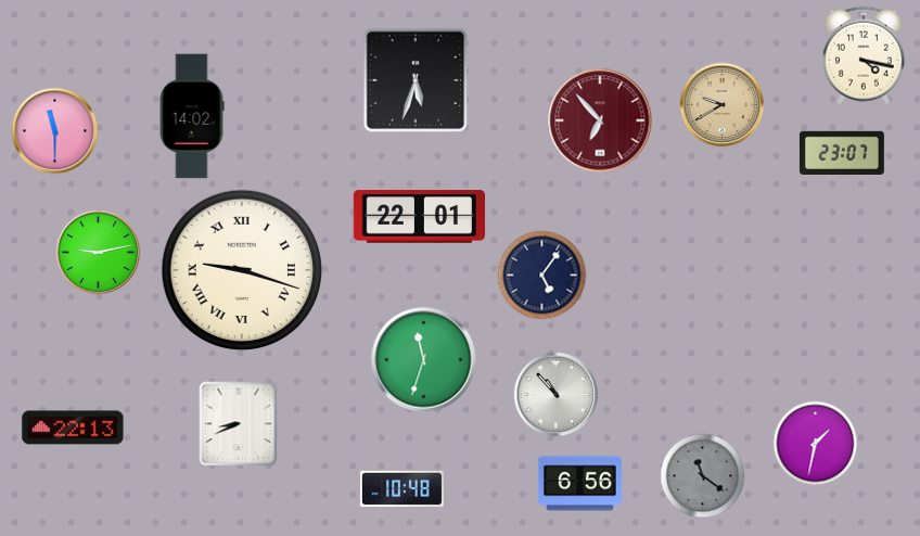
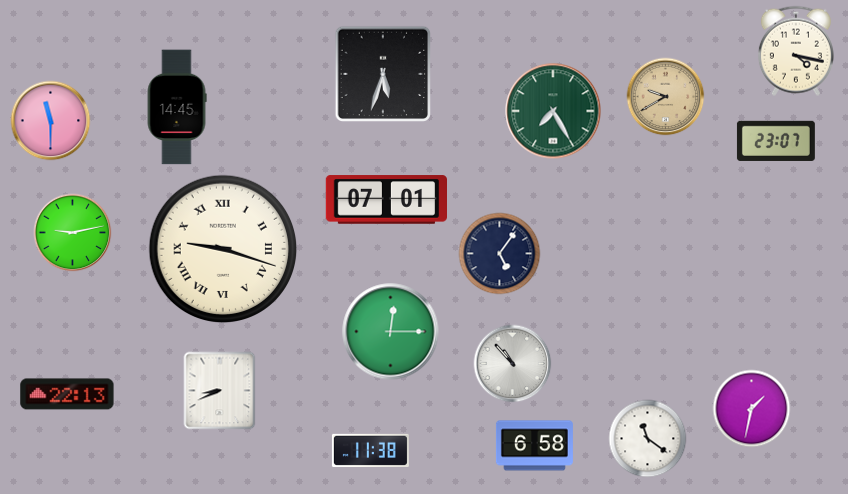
clock at (192, 116): 14:02 -> 14:45
clock at (600, 120): 6:53 -> 7:25
clock at (600, 120) dial: burgundy -> green
clock at (419, 217): 22:01 -> 07:01
clock at (98, 252) position: (98, 252) -> (72, 232)
clock at (424, 360): 11:33 -> 12:15
clock at (702, 475) dial: grey -> white
clock at (579, 484): 6:56 -> 6:58
clock at (401, 488): 10:48 -> 11:38
